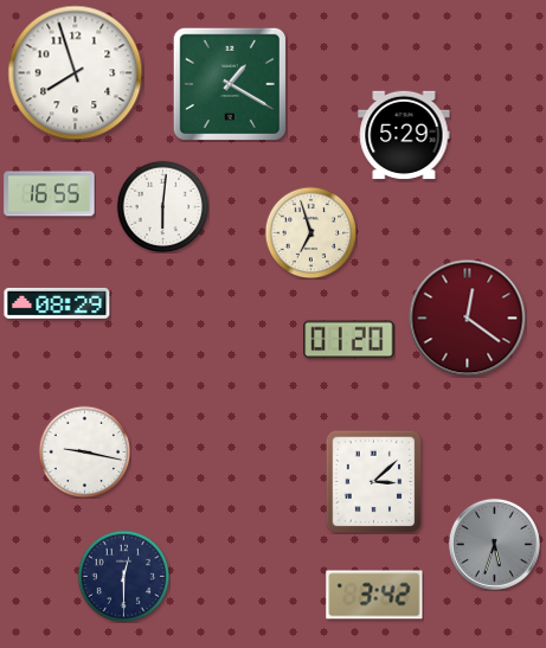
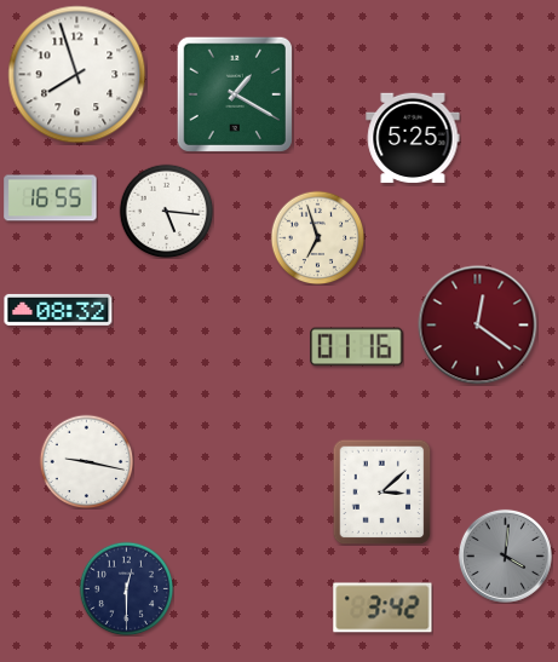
clock at (230, 84) position: (230, 84) -> (235, 94)
clock at (404, 135): 5:29 -> 5:25
clock at (162, 206): 6:01 -> 5:16
clock at (57, 303): 08:29 -> 08:32
clock at (349, 340): 01:20 -> 01:16
clock at (494, 544): 5:33 -> 4:01
